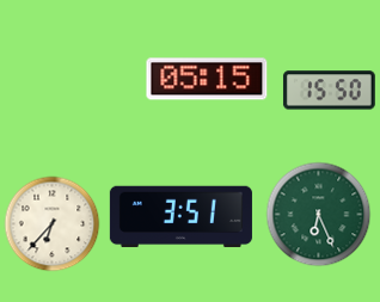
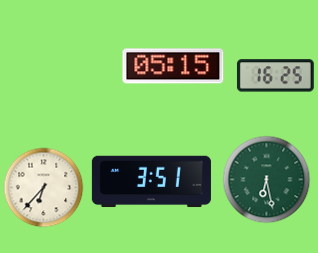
clock at (329, 91): 15:50 -> 16:25
clock at (318, 214): 6:26 -> 6:28
